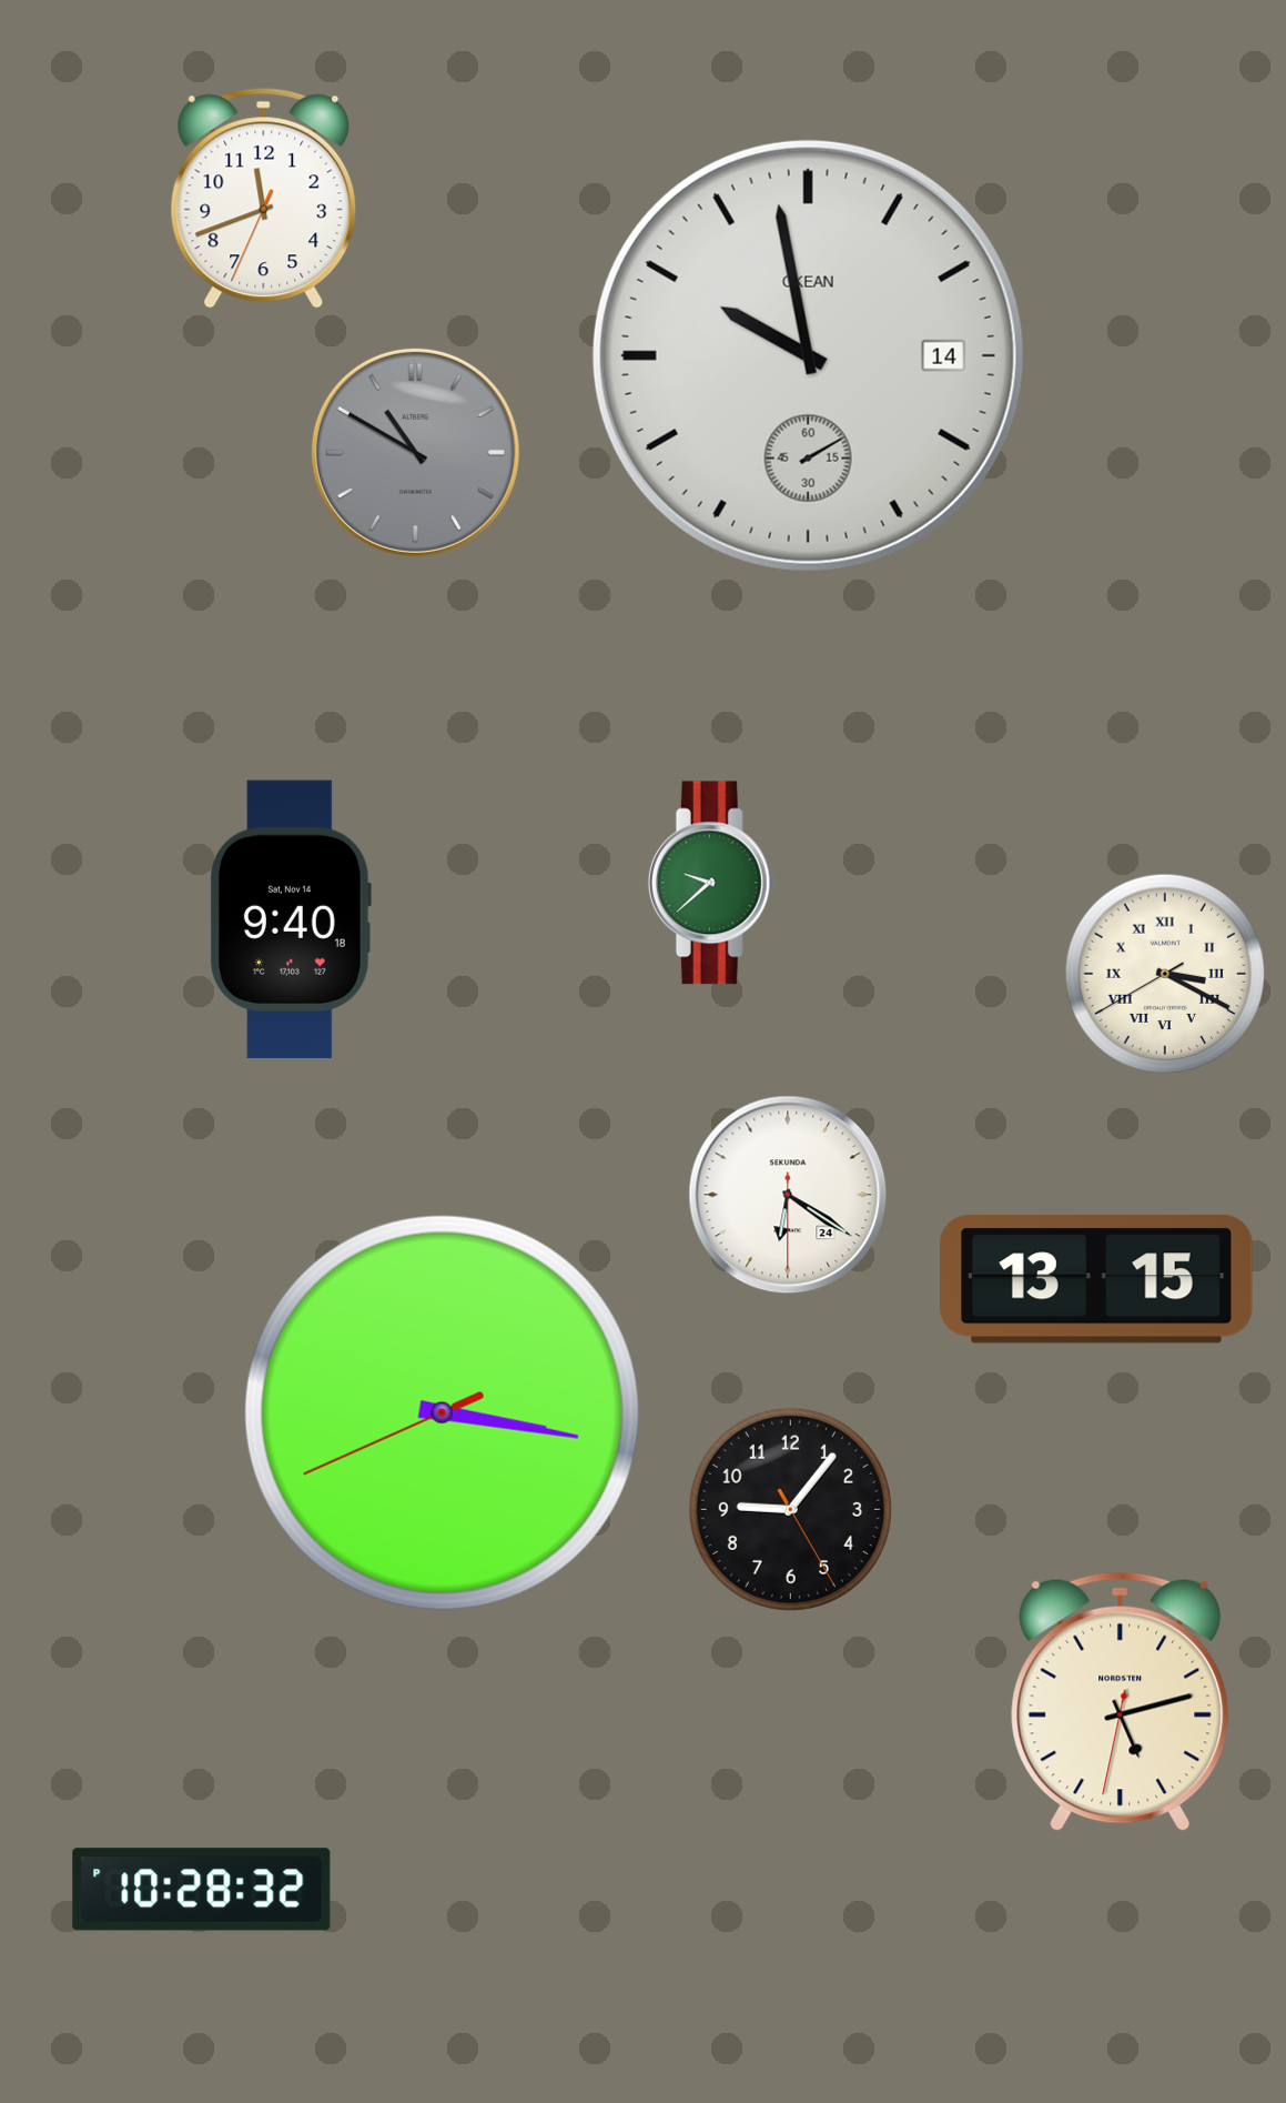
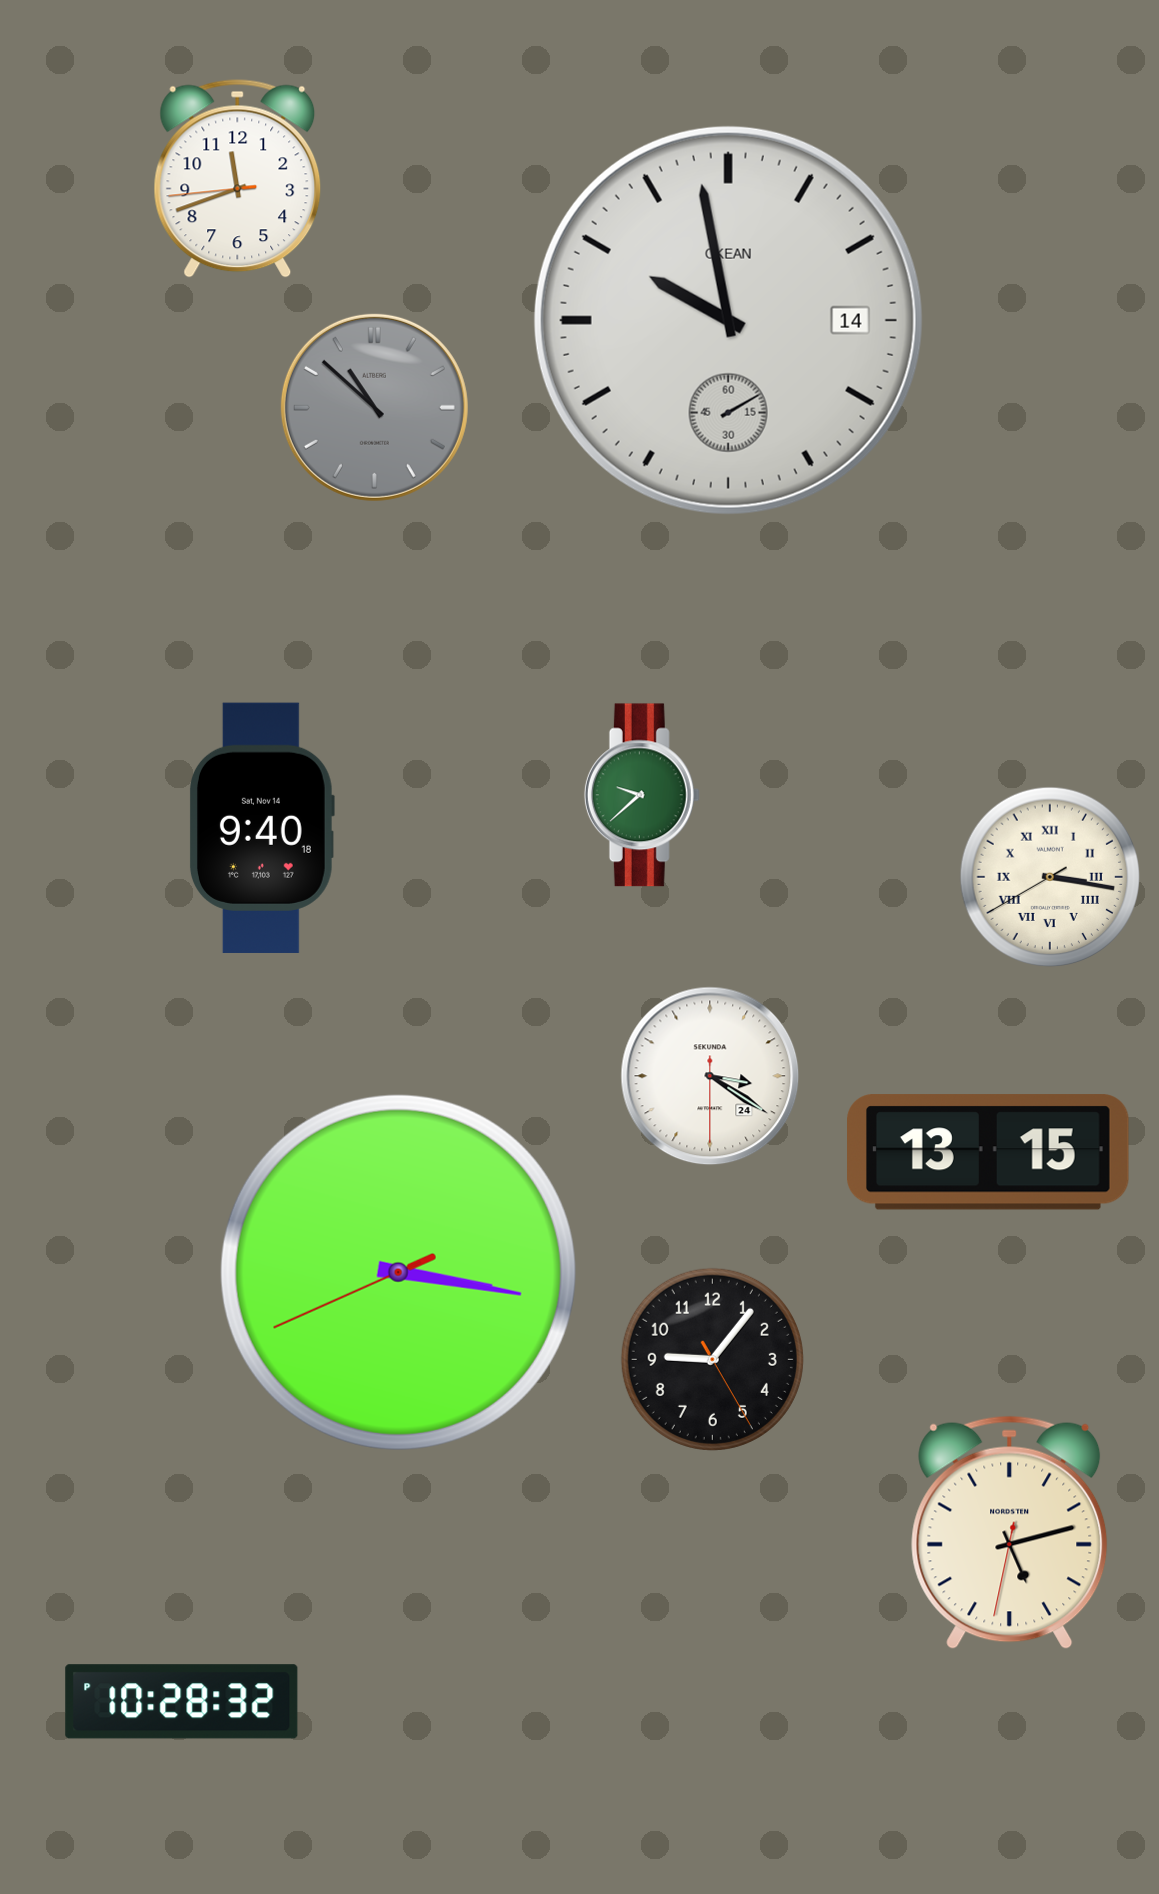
clock at (264, 198): 11:41:34 -> 11:41:44
clock at (415, 452): 10:50 -> 10:52
clock at (1165, 974): 3:19 -> 3:16
clock at (788, 1195): 6:20 -> 3:20
